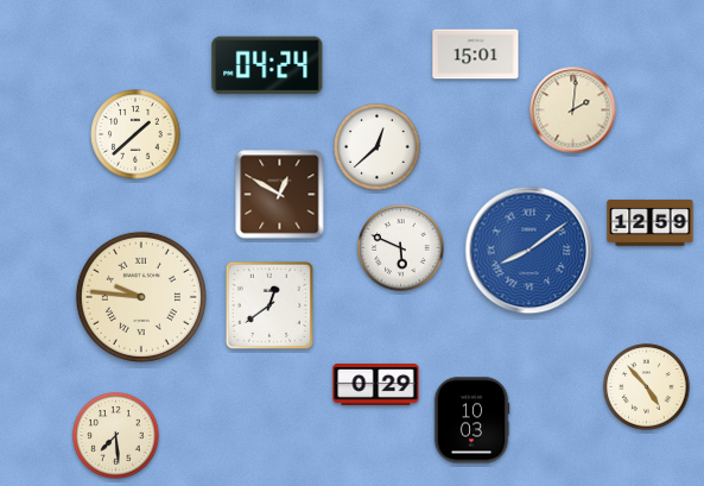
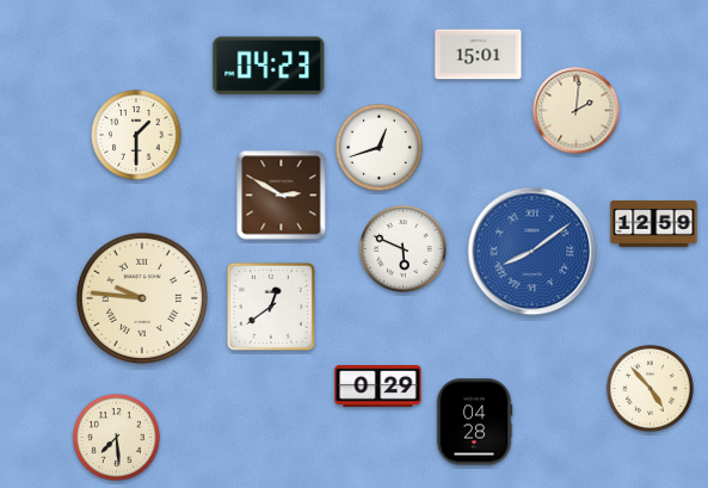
clock at (267, 65): 04:24 -> 04:23
clock at (135, 134): 1:38 -> 1:30
clock at (378, 147): 12:38 -> 12:42
clock at (280, 195): 12:50 -> 2:50
clock at (471, 421): 10:03 -> 04:28
